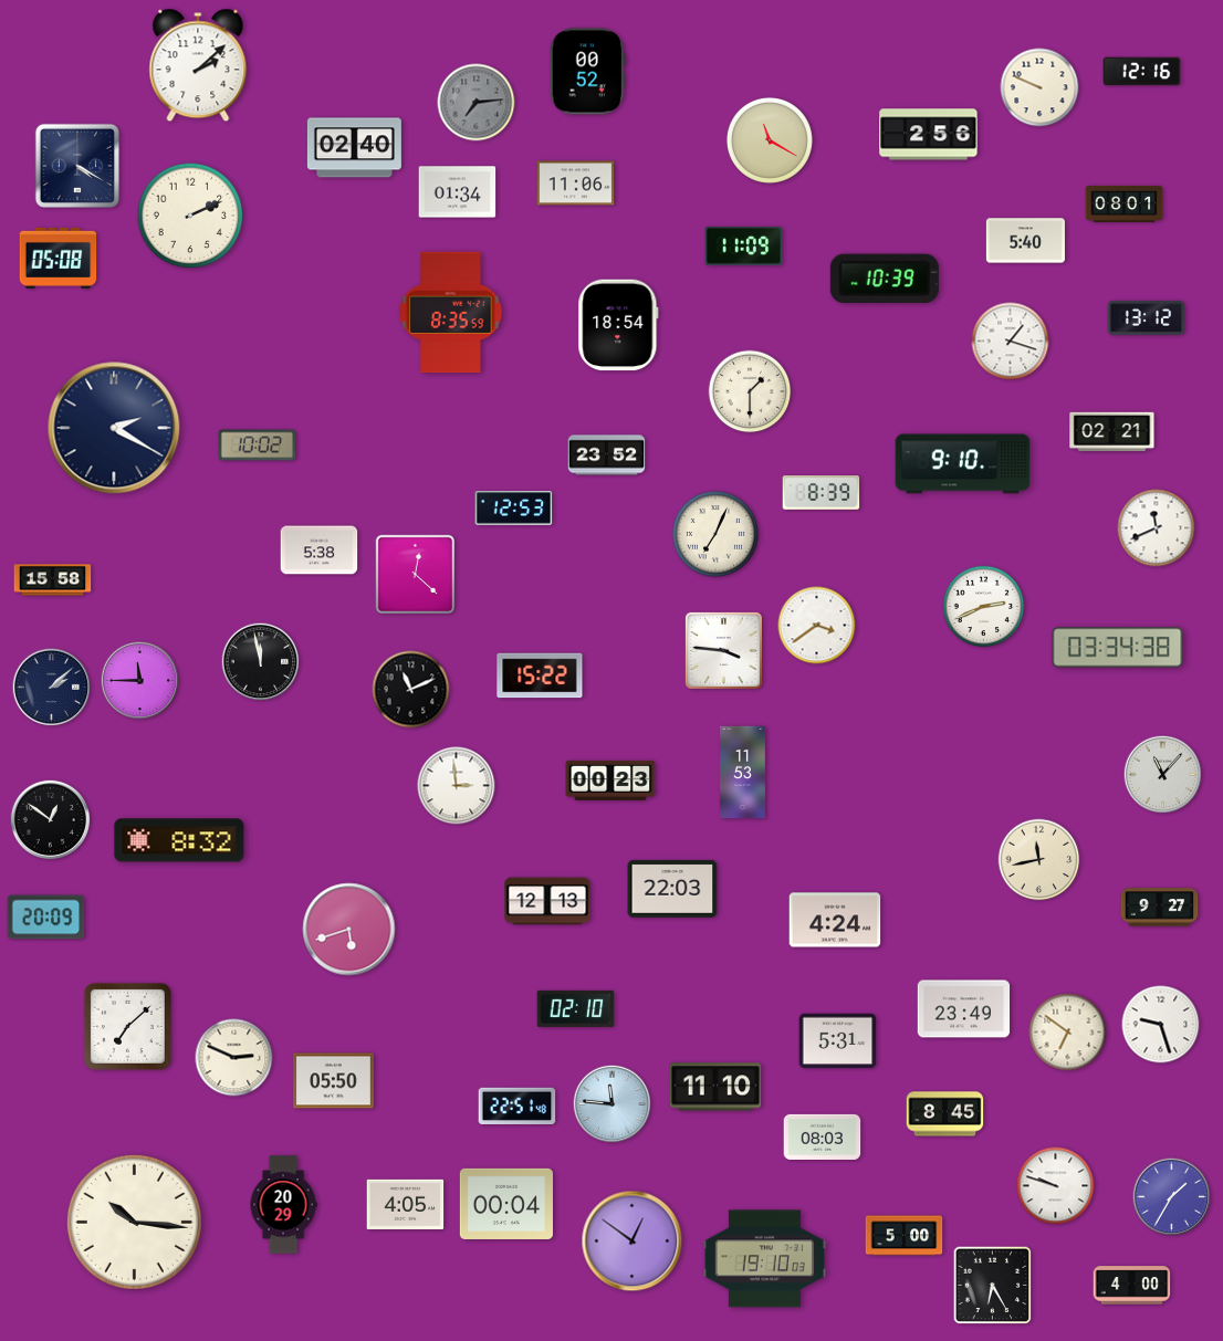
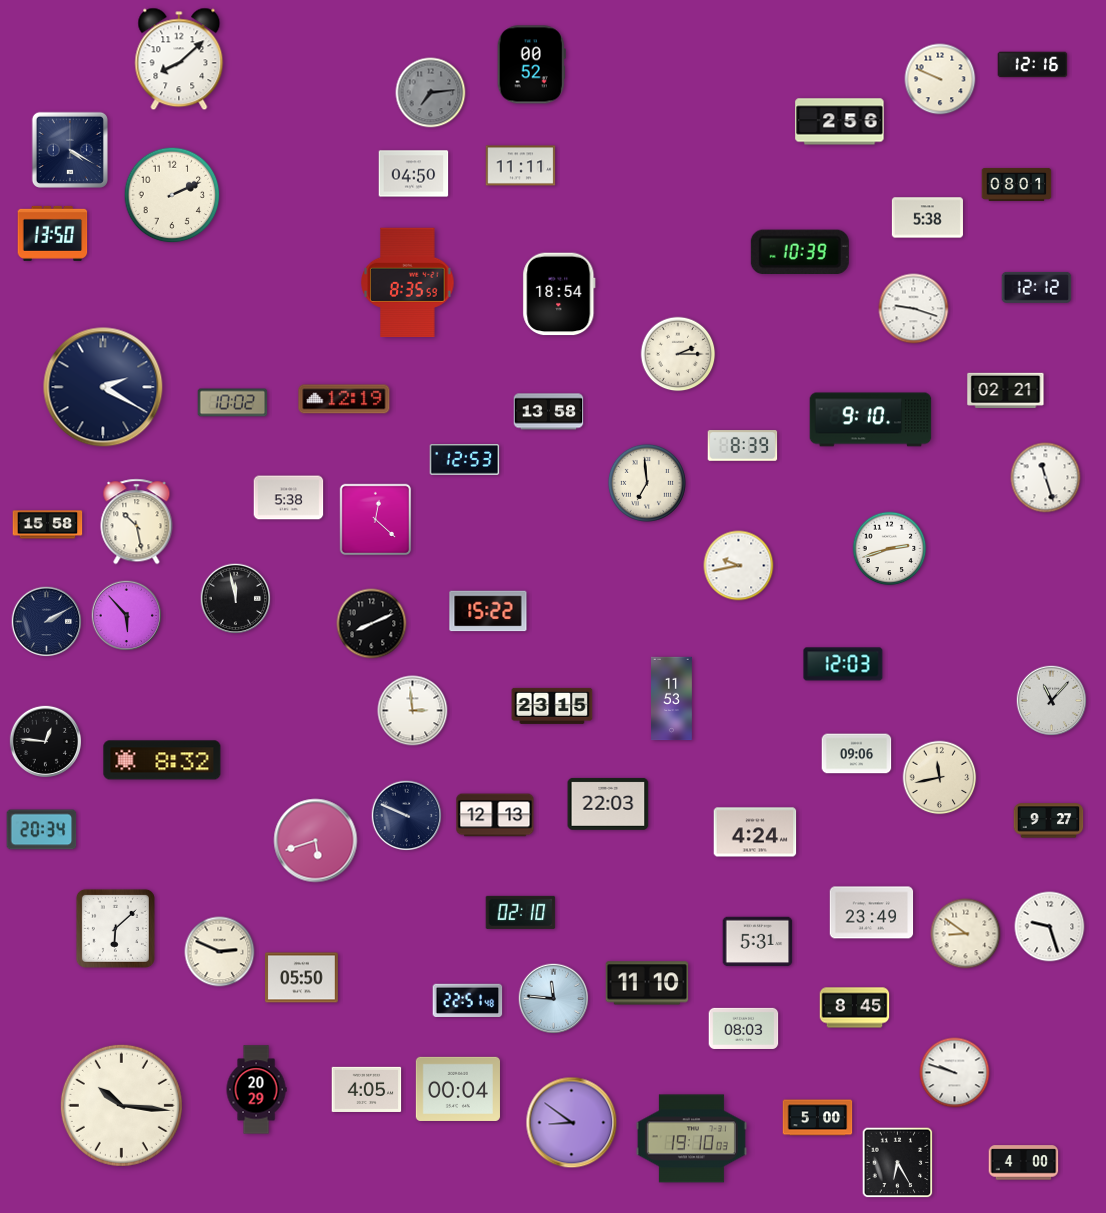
clock at (198, 65): 2:08 -> 8:08
clock at (770, 140): 11:20 -> none
clock at (354, 148): 02:40 -> none
clock at (576, 184): 11:06 -> 11:11
clock at (458, 192): 01:34 -> 04:50
clock at (1025, 241): 5:40 -> 5:38
clock at (744, 245): 11:09 -> none
clock at (59, 258): 05:08 -> 13:50
clock at (1147, 317): 13:12 -> 12:12
clock at (1011, 342): 1:18 -> 9:18
clock at (750, 391): 1:30 -> 2:15
clock at (344, 399): none -> 12:19
clock at (607, 455): 23:52 -> 13:58
clock at (1157, 528): 11:41 -> 11:27
clock at (715, 534): 7:04 -> 6:59
clock at (137, 522): none -> 10:28
clock at (984, 607): 2:41 -> 2:42
clock at (817, 626): 3:39 -> 9:43
clock at (1118, 648): 03:34 -> none
clock at (723, 650): 3:46 -> none
clock at (140, 681): 11:45 -> 5:53
clock at (52, 688): 2:08 -> 2:10
clock at (411, 690): 11:11 -> 8:11
clock at (843, 664): none -> 12:03
clock at (610, 780): 00:23 -> 23:15
clock at (50, 819): 12:51 -> 12:46
clock at (857, 754): none -> 09:06
clock at (407, 816): none -> 9:49
clock at (46, 918): 20:09 -> 20:34
clock at (127, 1026): 7:08 -> 6:08
clock at (1068, 1033): 6:51 -> 8:51
clock at (234, 1058) position: (234, 1058) -> (220, 952)
clock at (1172, 1197): 1:35 -> none
clock at (633, 1242): 12:51 -> 8:51
